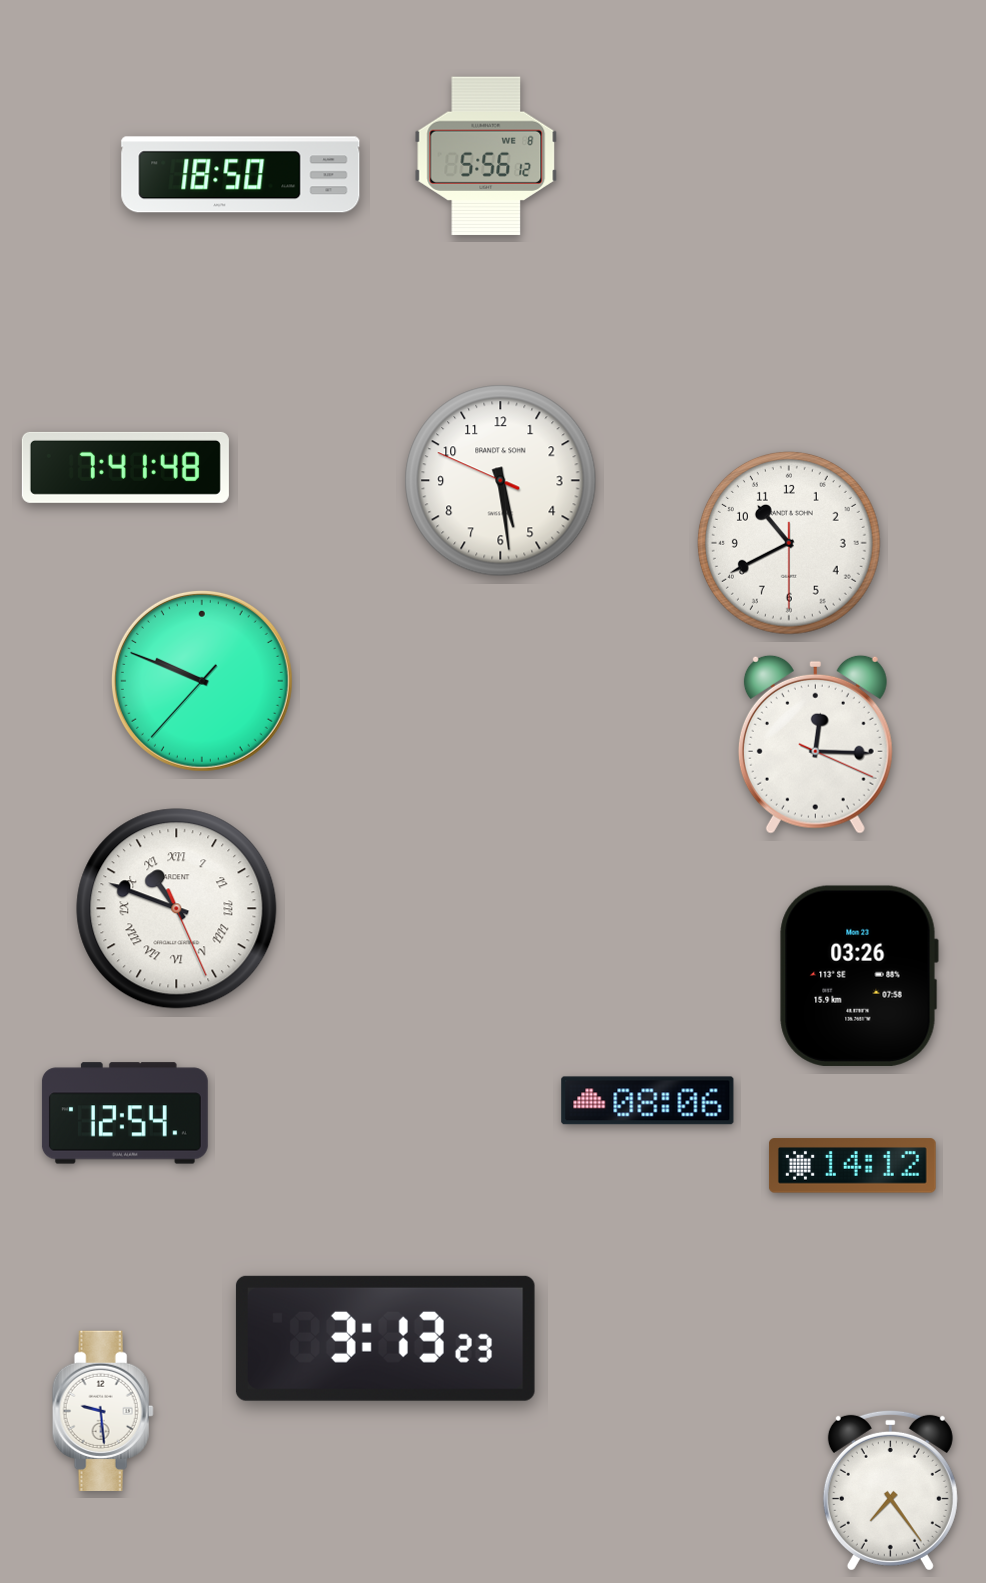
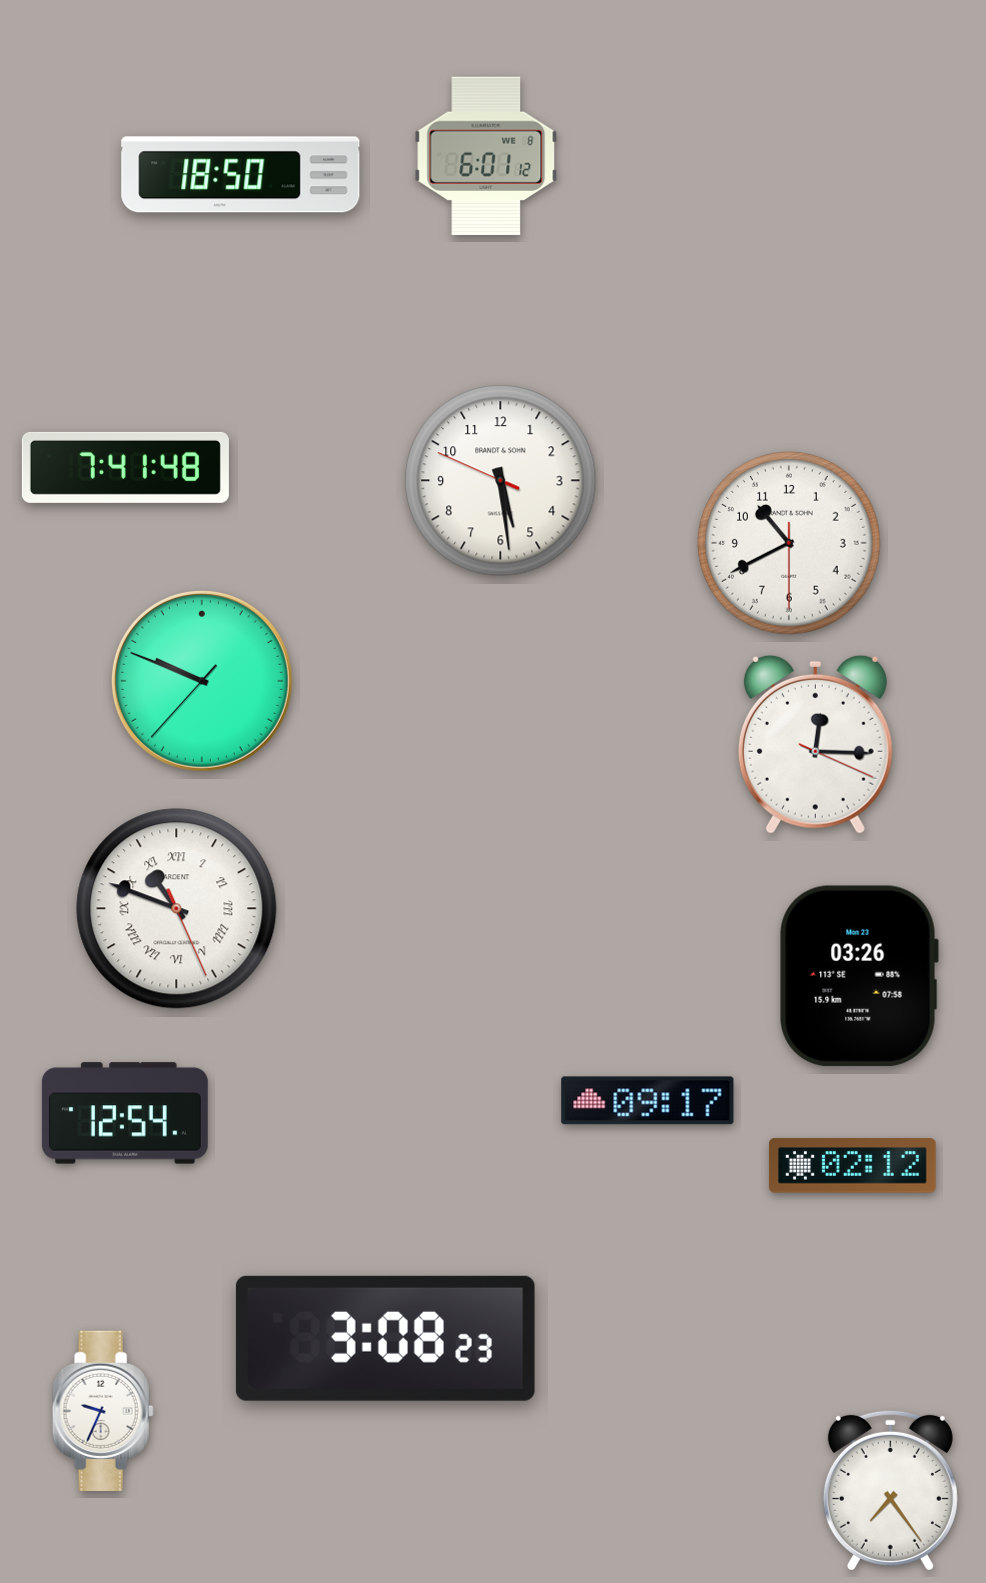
clock at (486, 156): 5:56 -> 6:01
clock at (648, 1101): 08:06 -> 09:17
clock at (852, 1166): 14:12 -> 02:12
clock at (385, 1338): 3:13 -> 3:08
clock at (103, 1410): 9:29 -> 9:34
